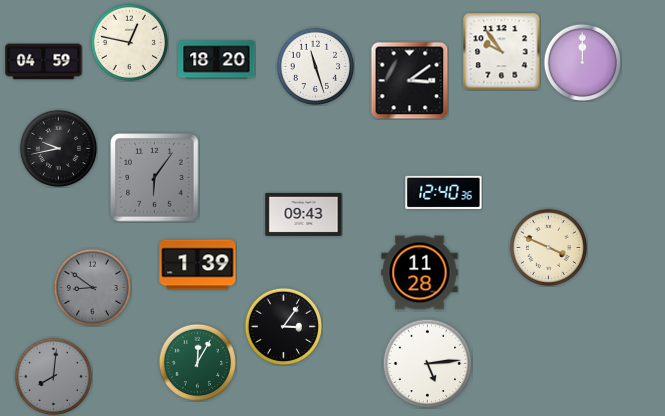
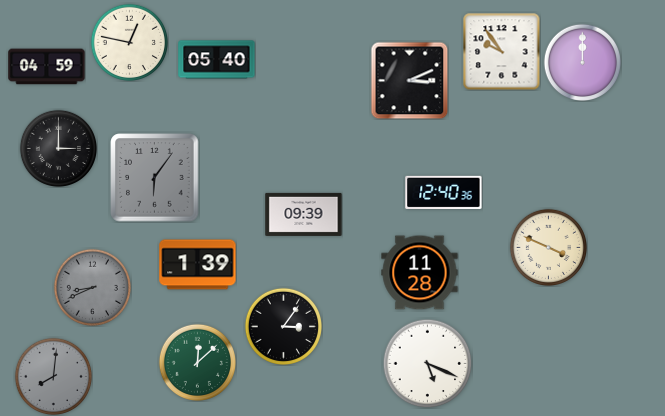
clock at (217, 60): 18:20 -> 05:40
clock at (44, 62) position: (44, 62) -> (47, 67)
clock at (315, 66): 11:27 -> none
clock at (409, 80): 3:09 -> 3:11
clock at (58, 148): 9:43 -> 3:00
clock at (304, 214): 09:43 -> 09:39
clock at (92, 287): 8:51 -> 8:41
clock at (197, 362): 12:05 -> 12:08
clock at (427, 363): 5:14 -> 5:19
